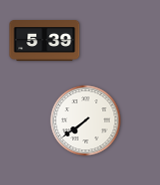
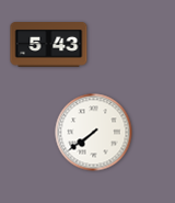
clock at (45, 41): 5:39 -> 5:43
